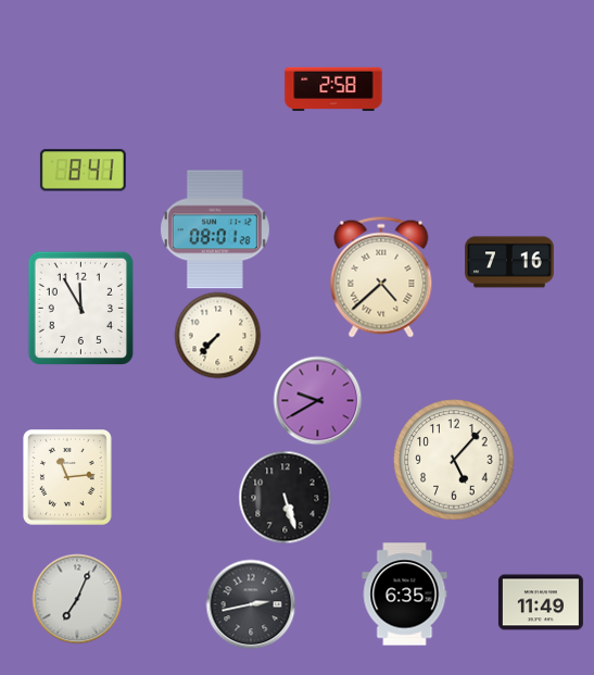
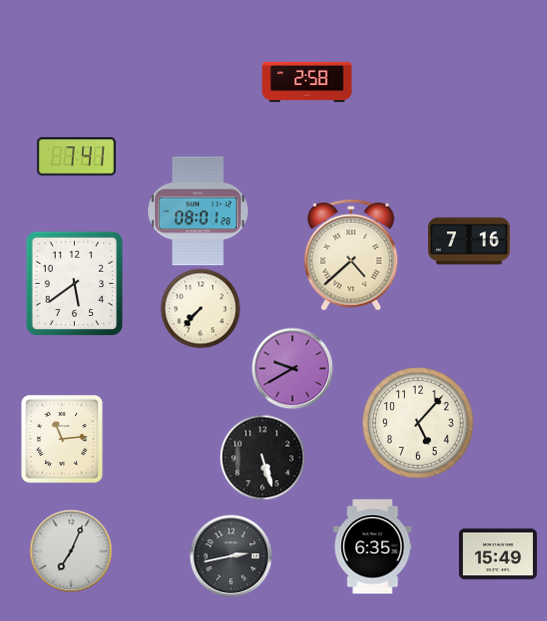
clock at (83, 171): 8:41 -> 7:41
clock at (80, 308): 11:55 -> 5:39
clock at (541, 602): 11:49 -> 15:49
